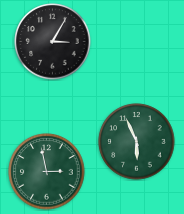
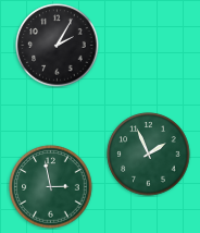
clock at (53, 42): 3:05 -> 2:05
clock at (137, 142): 5:56 -> 1:56
